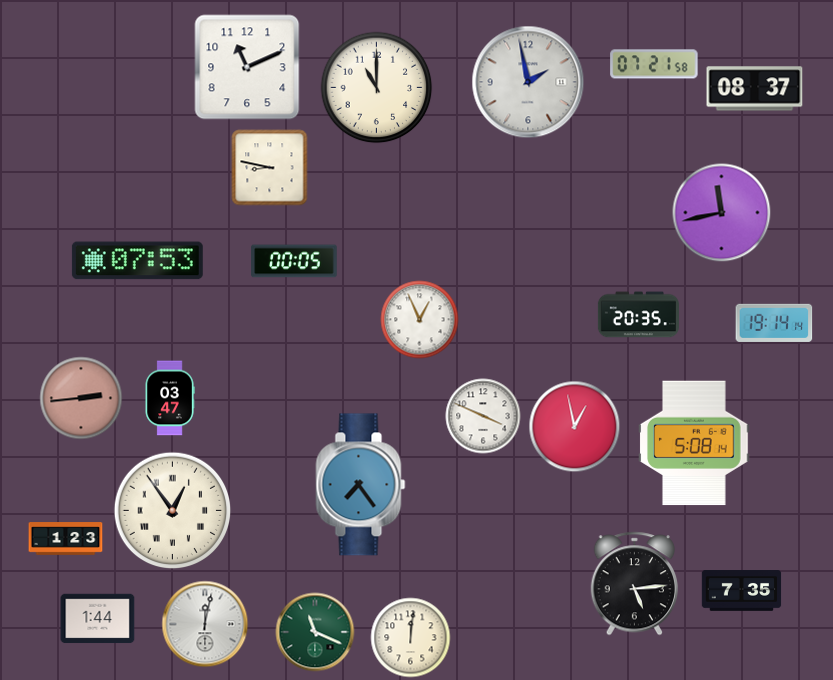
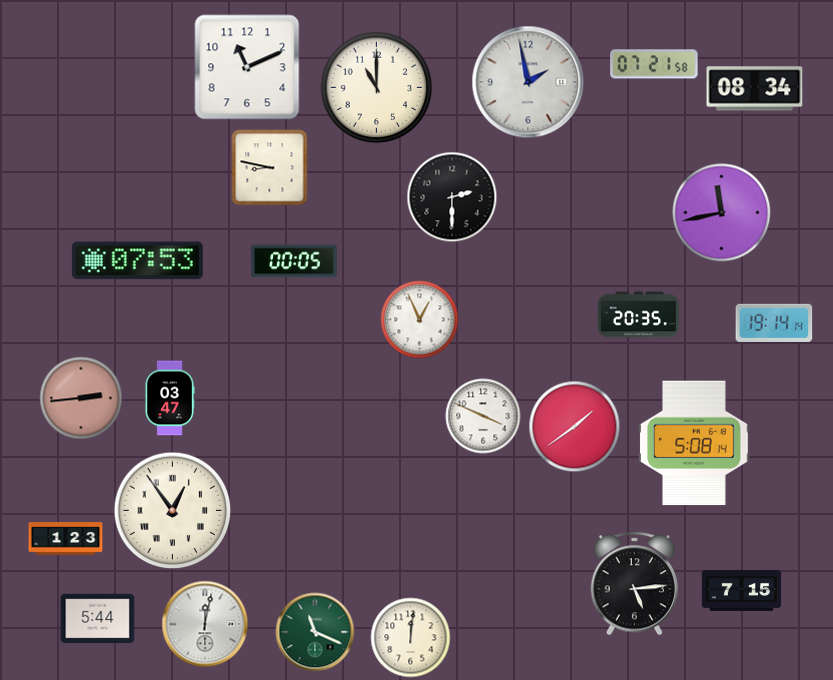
clock at (755, 89): 08:37 -> 08:34
clock at (452, 197): none -> 2:30
clock at (575, 427): 12:58 -> 1:39
clock at (361, 485): 7:24 -> none
clock at (742, 591): 7:35 -> 7:15
clock at (98, 619): 1:44 -> 5:44
